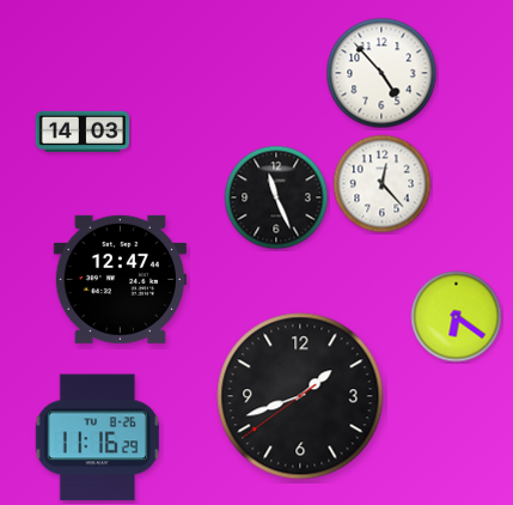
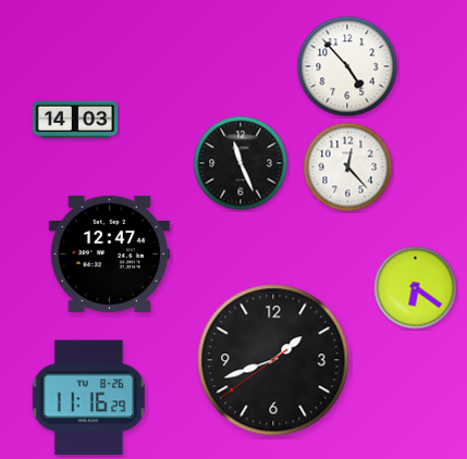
clock at (276, 197) position: (276, 197) -> (241, 163)
